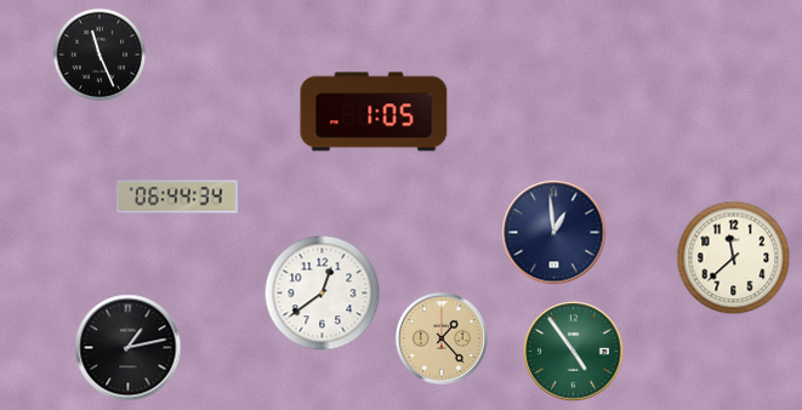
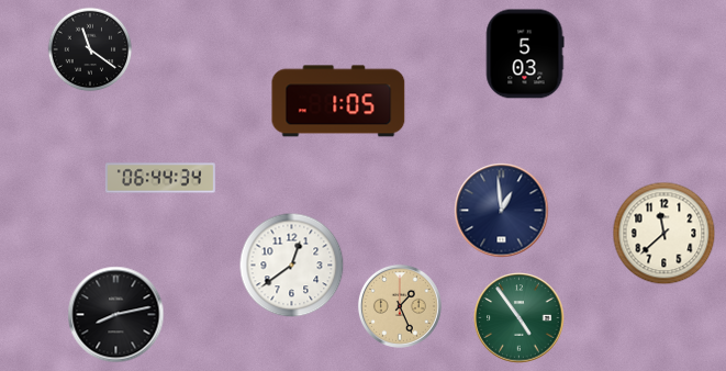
clock at (99, 55): 11:26 -> 11:21
clock at (525, 54): none -> 5:03
clock at (442, 338): 1:23 -> 1:26
clock at (129, 348): 1:13 -> 8:13
